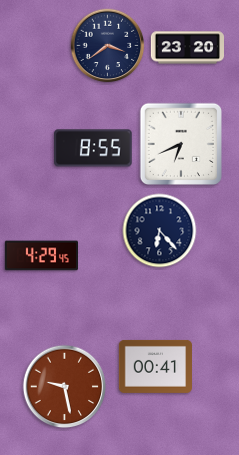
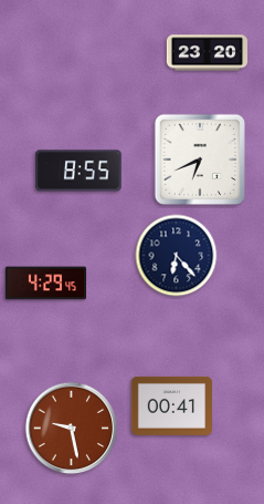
clock at (108, 46): 3:39 -> none
clock at (93, 148) position: (93, 148) -> (78, 171)
